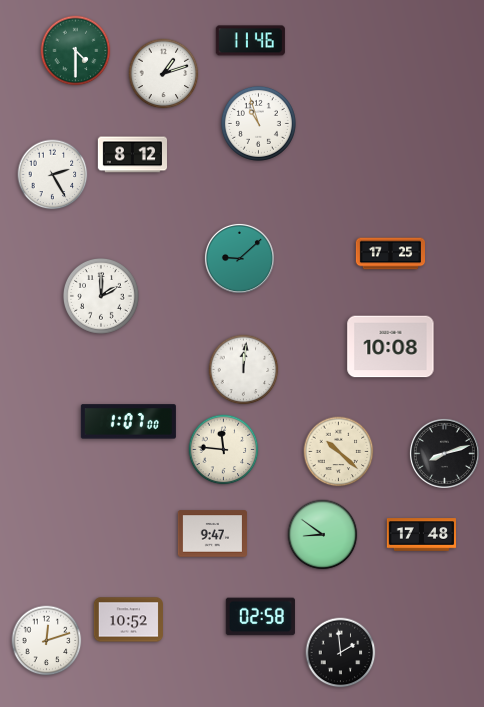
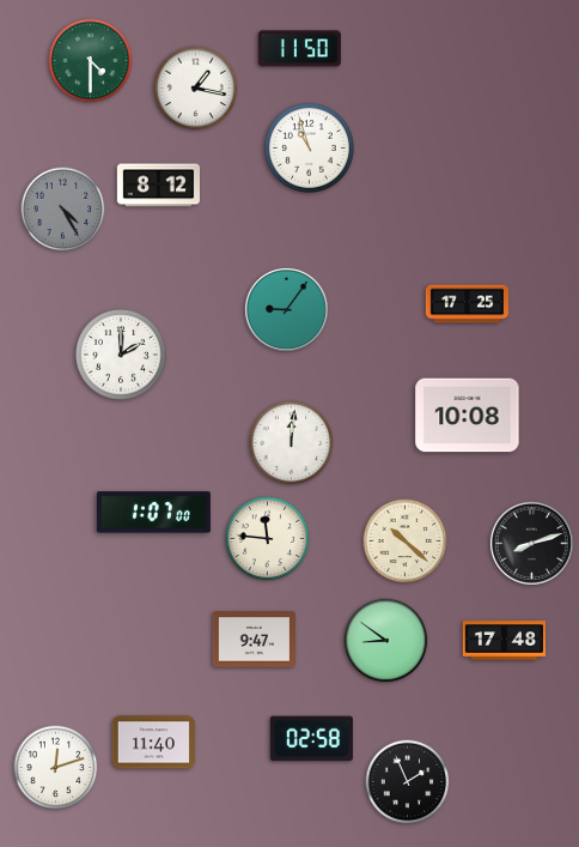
clock at (250, 41): 11:46 -> 11:50
clock at (164, 74): 1:12 -> 1:17
clock at (53, 175): 2:25 -> 4:25
clock at (53, 175) dial: white -> grey
clock at (239, 258): 9:08 -> 9:06
clock at (128, 422) position: (128, 422) -> (153, 513)
clock at (128, 620): 10:52 -> 11:40
clock at (341, 653): 1:59 -> 1:56
